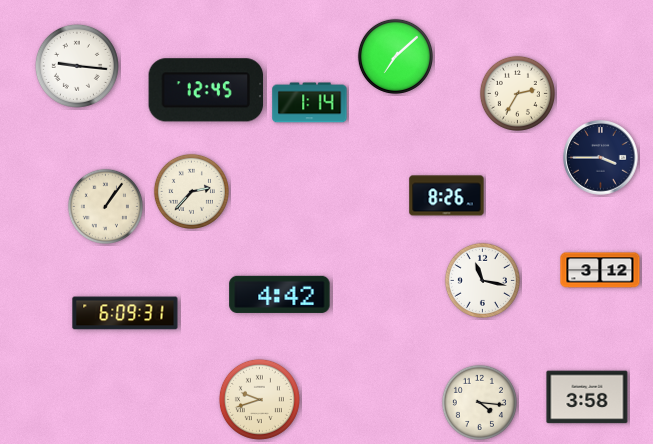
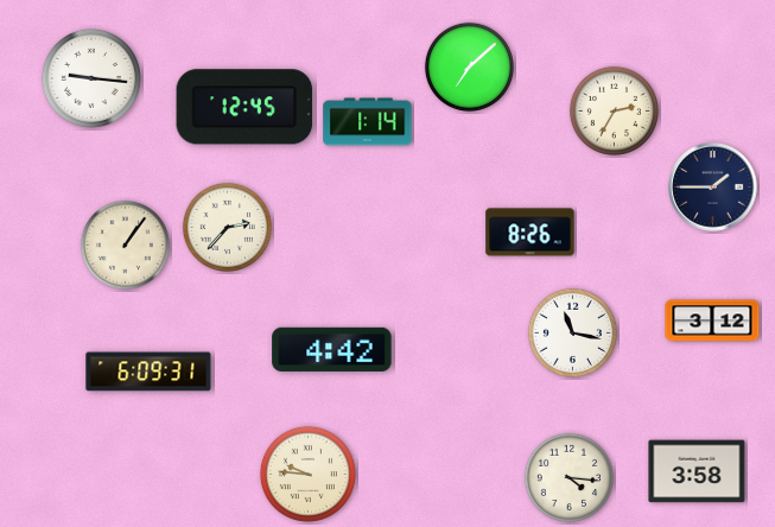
clock at (601, 158): 3:45 -> 1:45
clock at (259, 399): 9:42 -> 9:46
